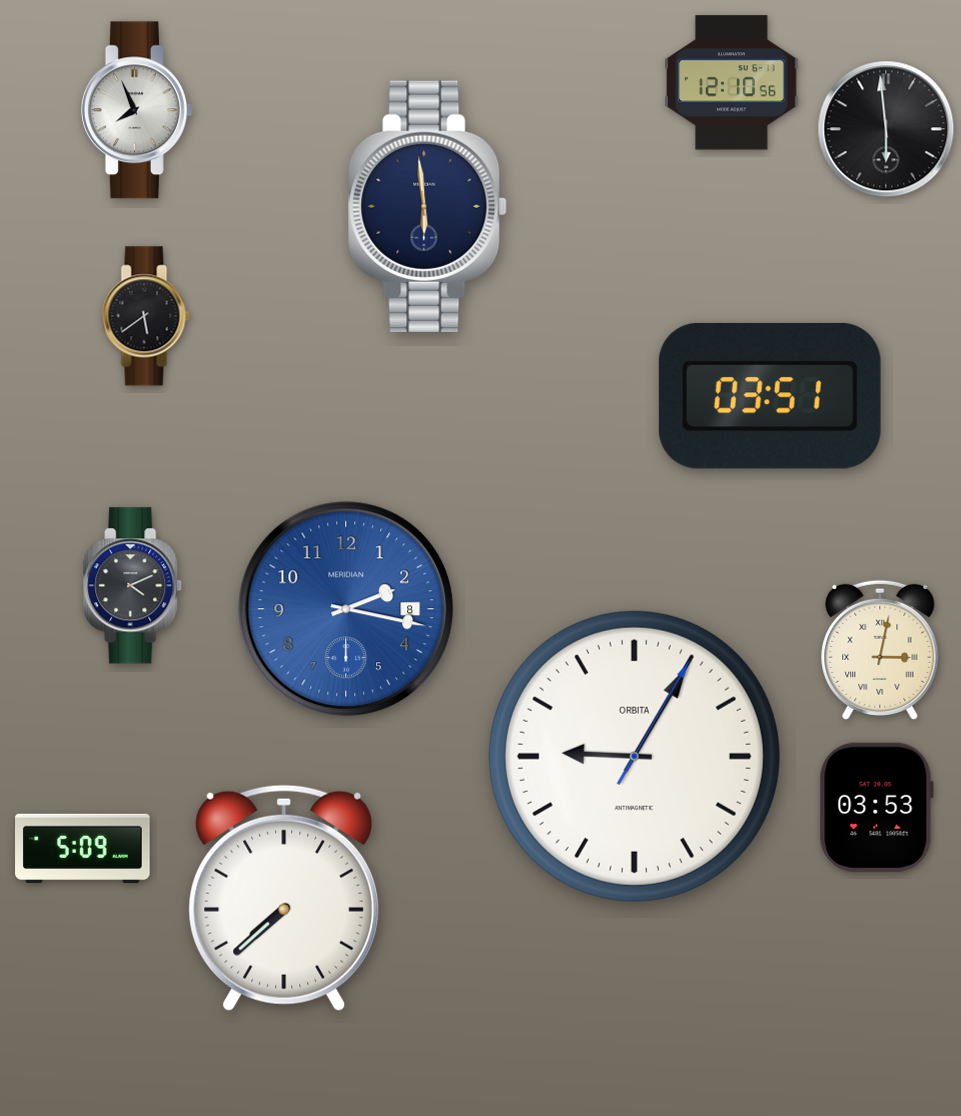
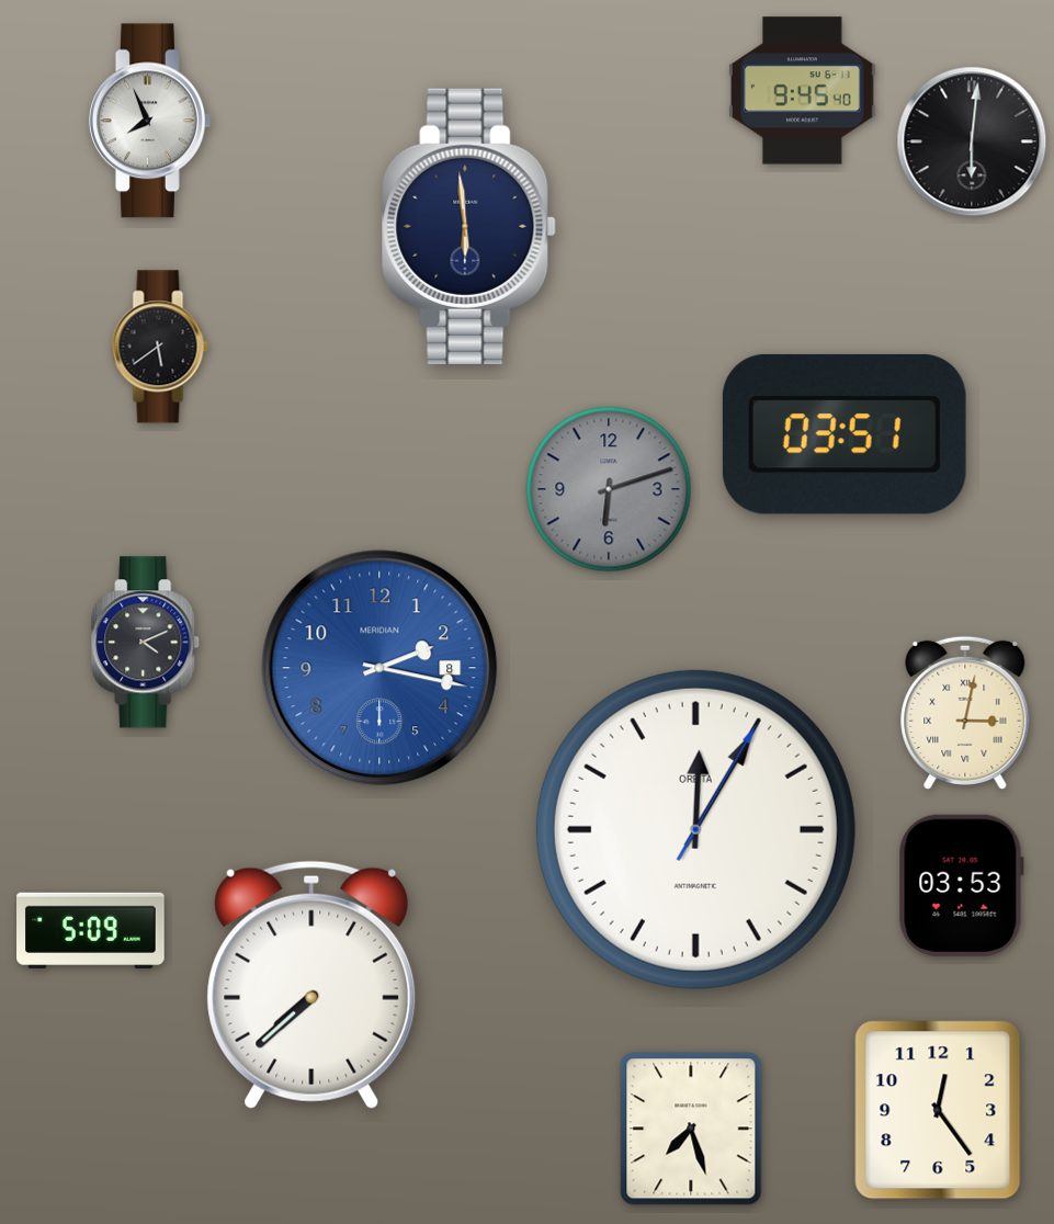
clock at (732, 83): 12:10 -> 9:45
clock at (886, 129): 5:59 -> 6:01
clock at (609, 489): none -> 6:12
clock at (634, 756): 9:05 -> 12:05
clock at (938, 1110): none -> 12:24
clock at (691, 1129): none -> 7:27
